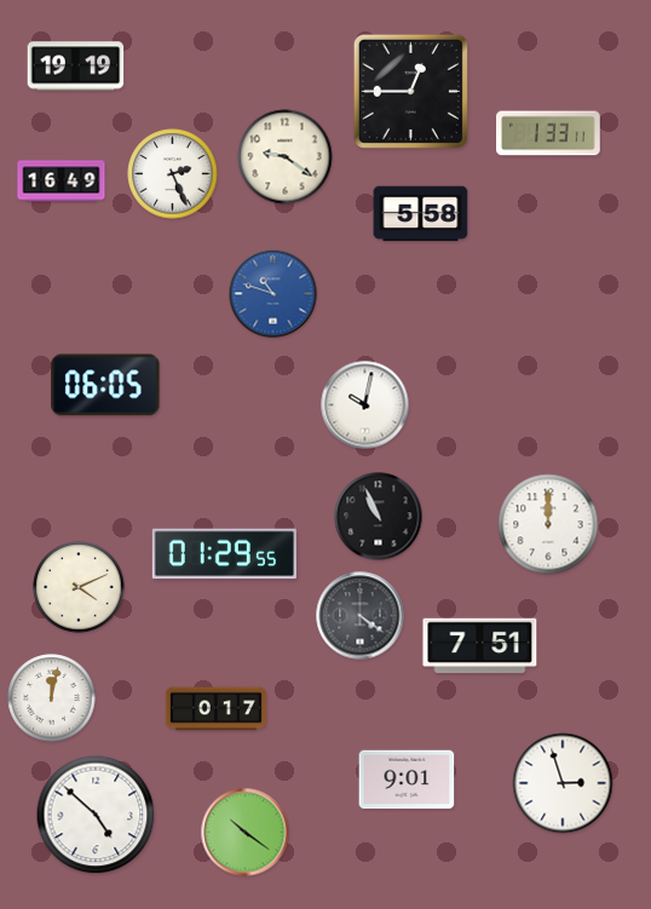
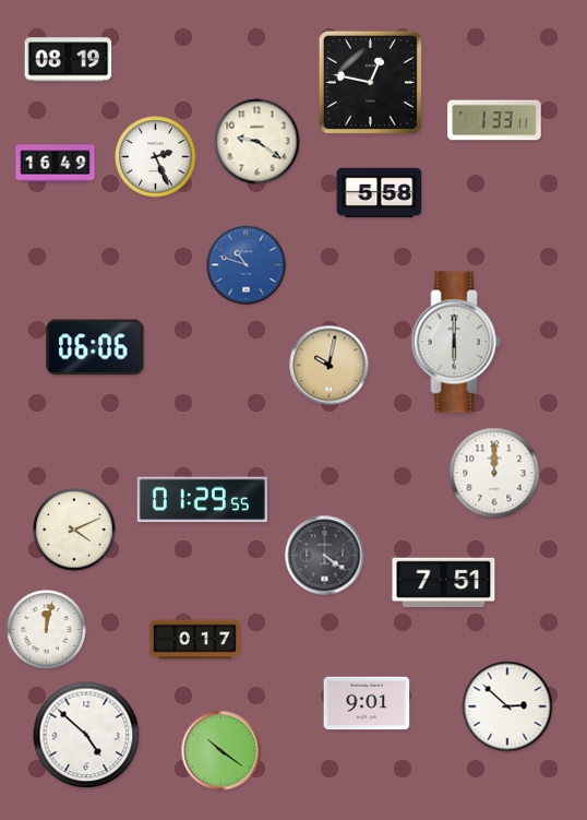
clock at (76, 67): 19:19 -> 08:19
clock at (410, 91): 12:45 -> 12:47
clock at (456, 342): none -> 6:00
clock at (105, 385): 06:05 -> 06:06
clock at (365, 405) dial: white -> champagne
clock at (379, 517): 10:56 -> none
clock at (79, 587) position: (79, 587) -> (74, 530)
clock at (480, 646) position: (480, 646) -> (444, 583)
clock at (563, 783): 2:57 -> 2:52
